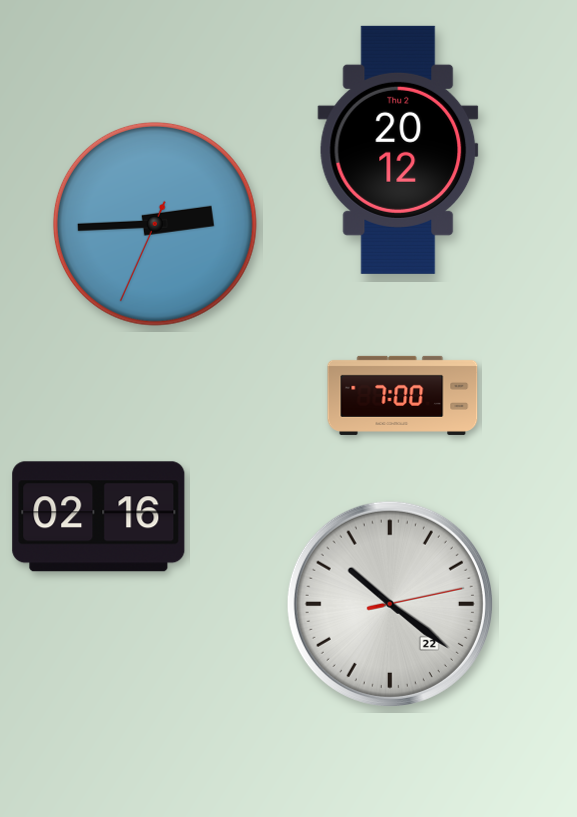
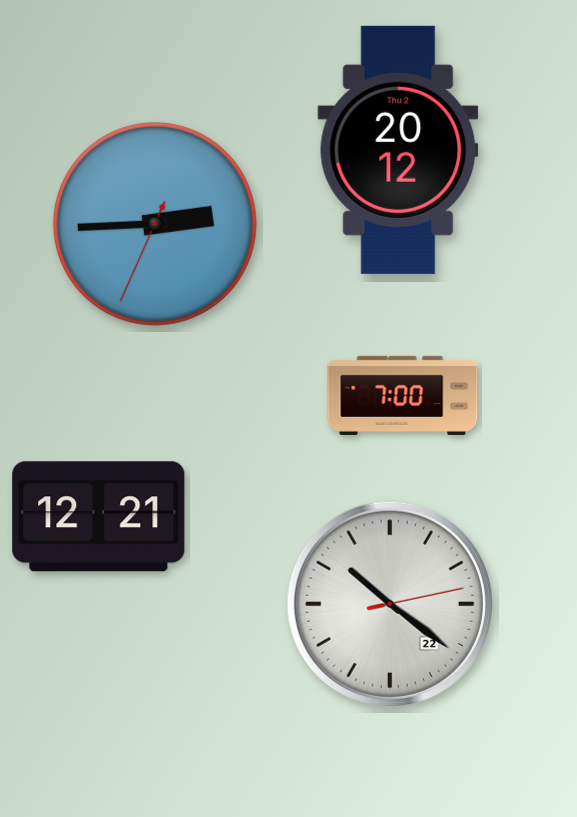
clock at (99, 517): 02:16 -> 12:21
